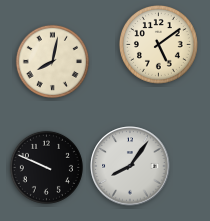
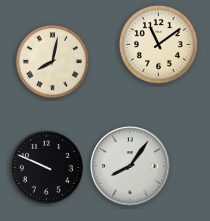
clock at (159, 45): 5:09 -> 11:09
